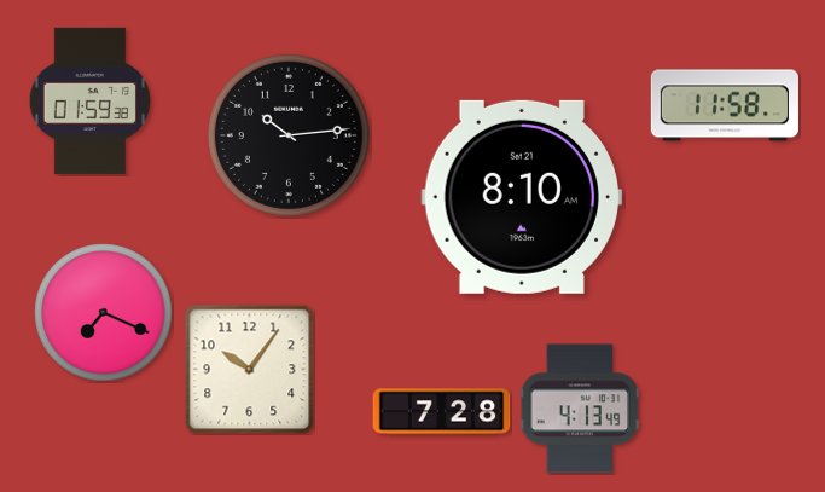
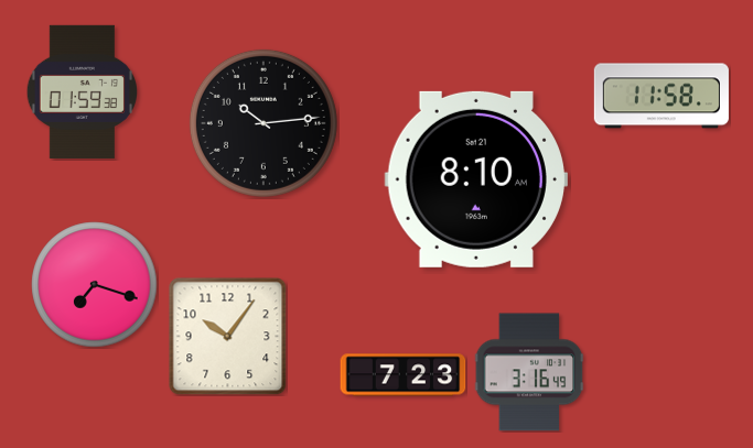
clock at (104, 313): 7:19 -> 7:18
clock at (580, 409): 4:13 -> 3:16
clock at (442, 412): 7:28 -> 7:23
